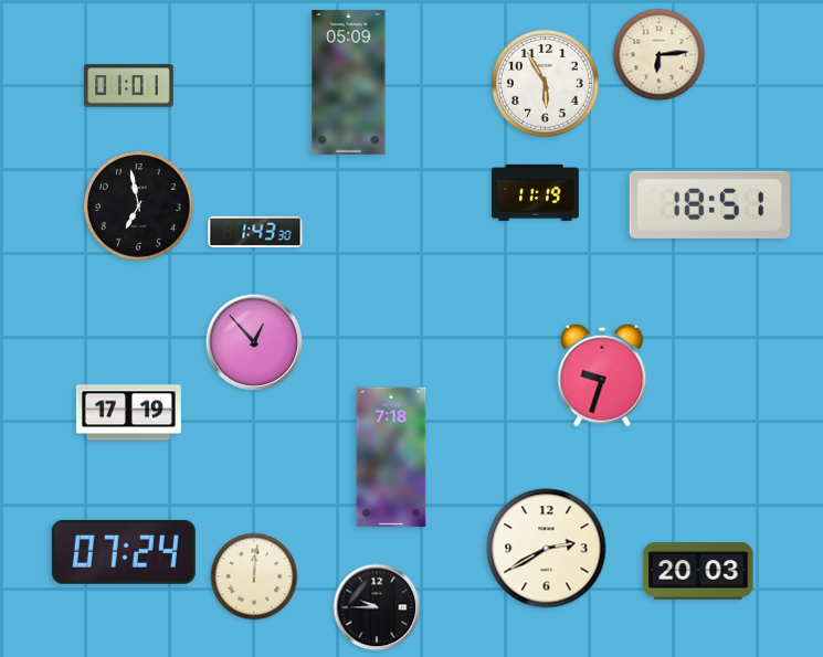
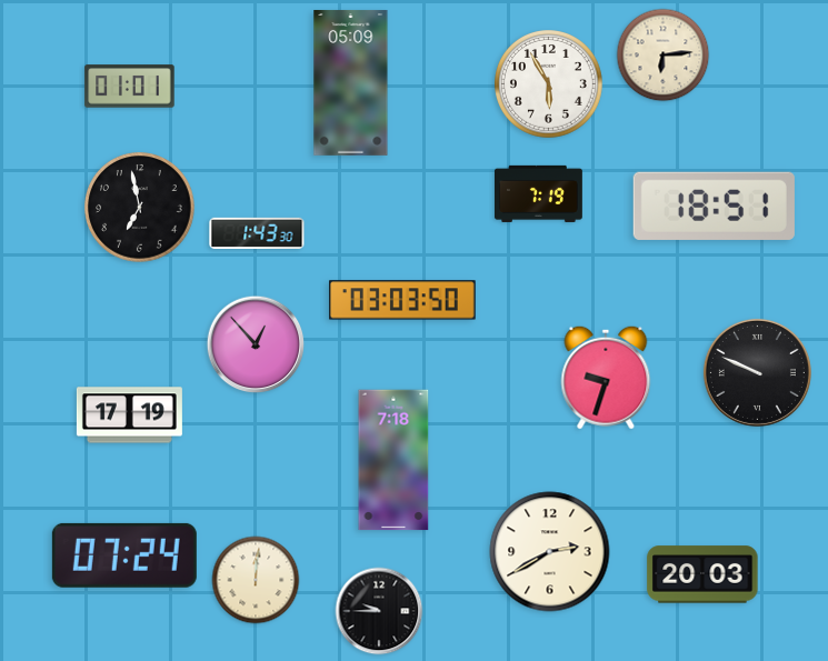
clock at (535, 192): 11:19 -> 7:19
clock at (403, 300): none -> 03:03
clock at (757, 372): none -> 9:49
